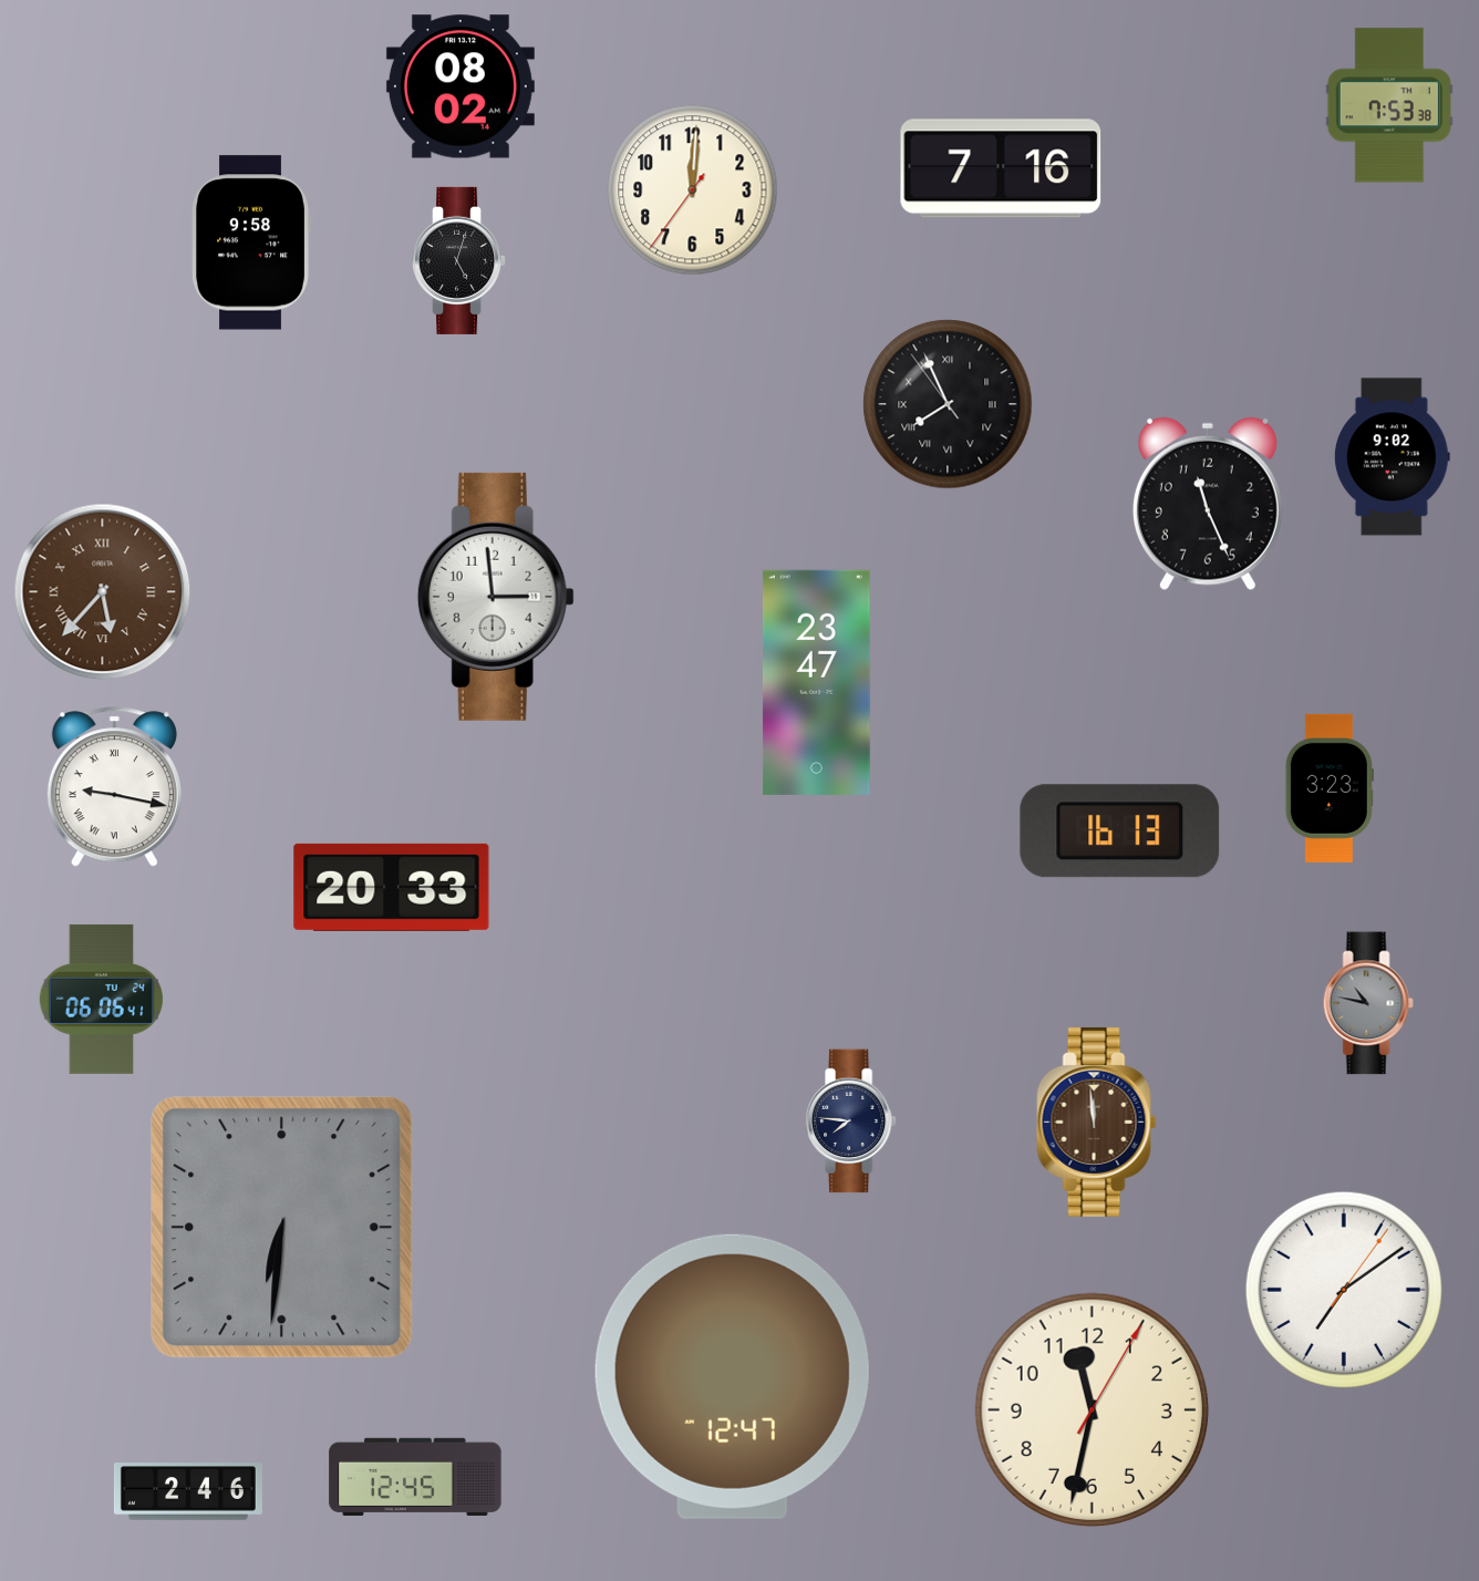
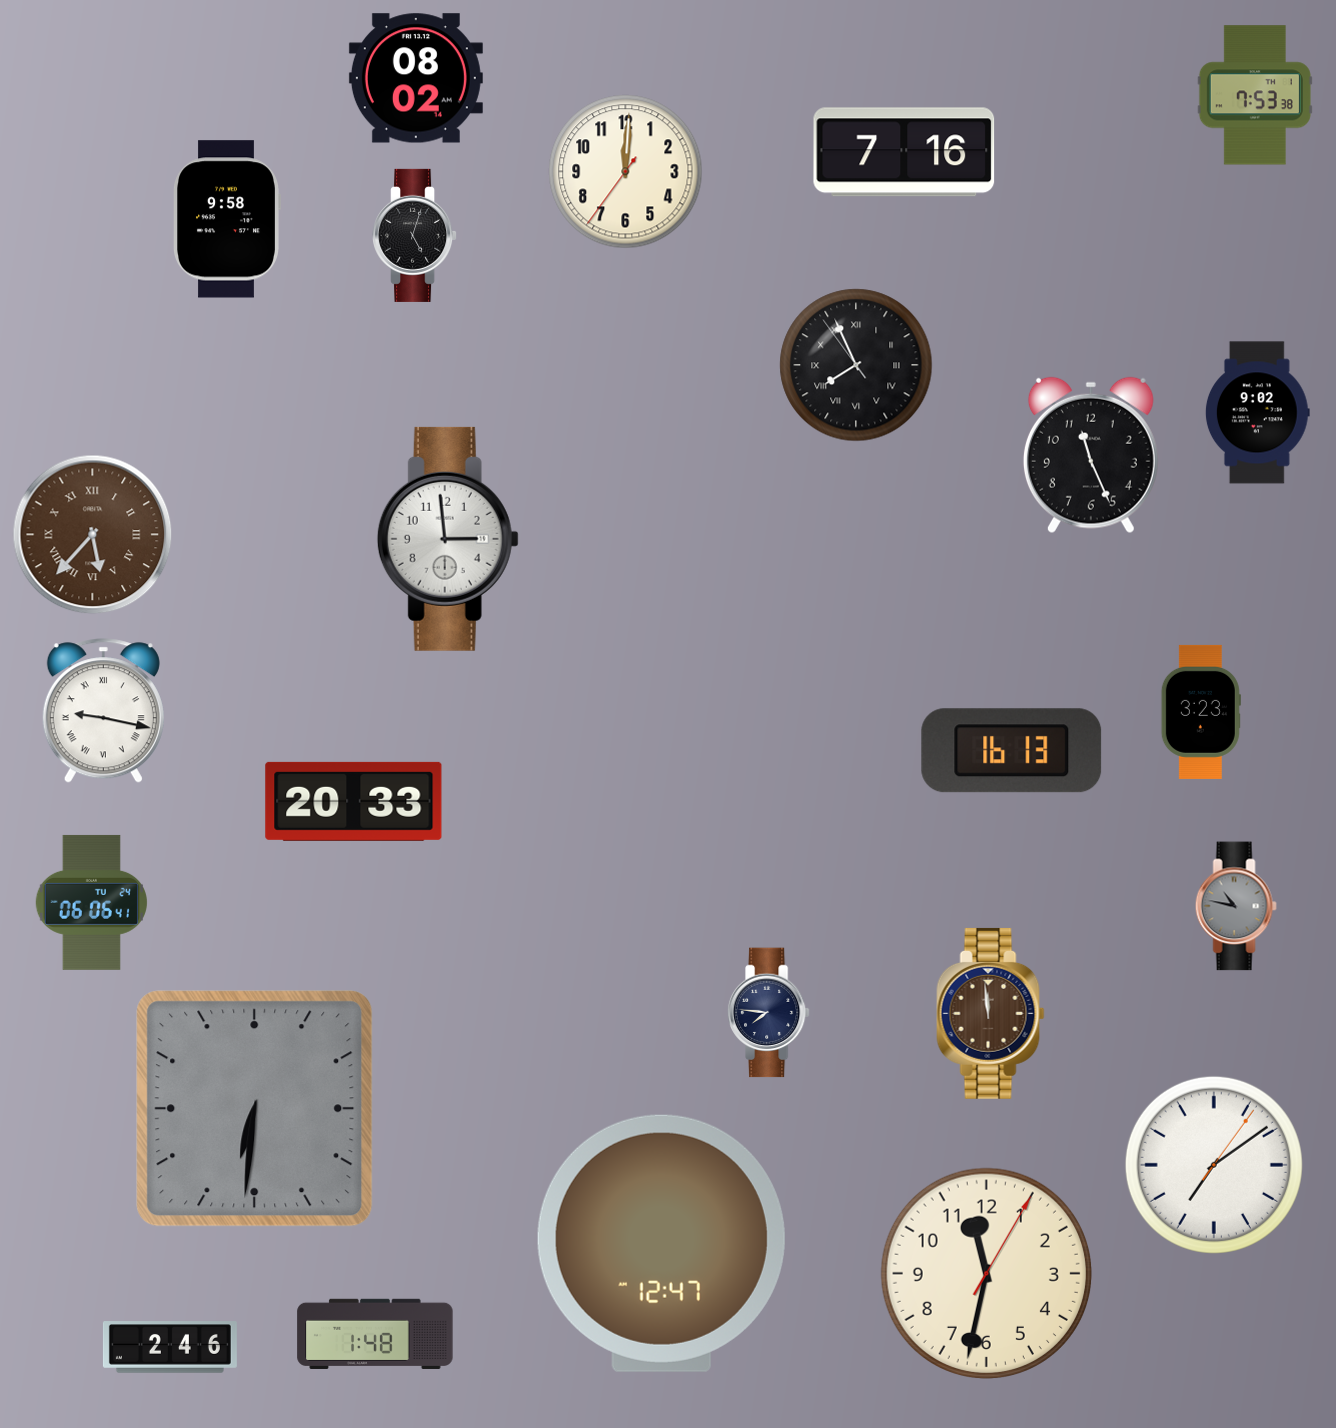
clock at (816, 682): 23:47 -> none
clock at (415, 1477): 12:45 -> 1:48
